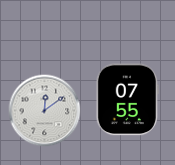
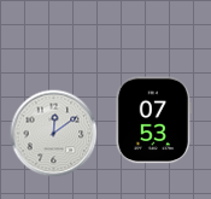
clock at (127, 100): 07:55 -> 07:53
